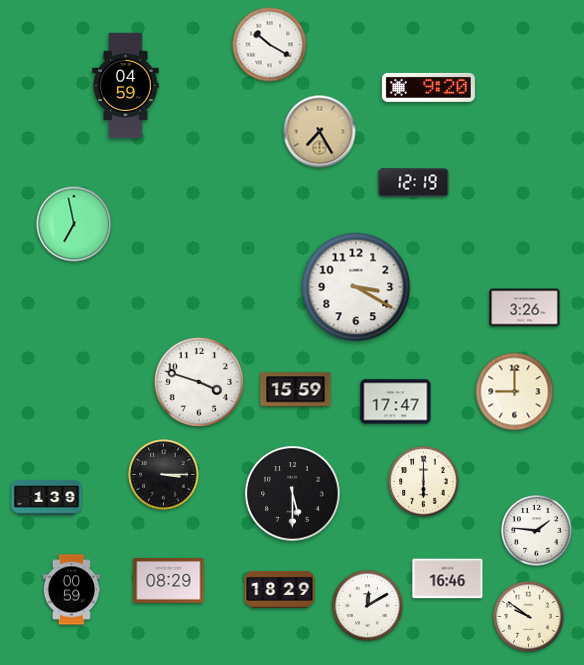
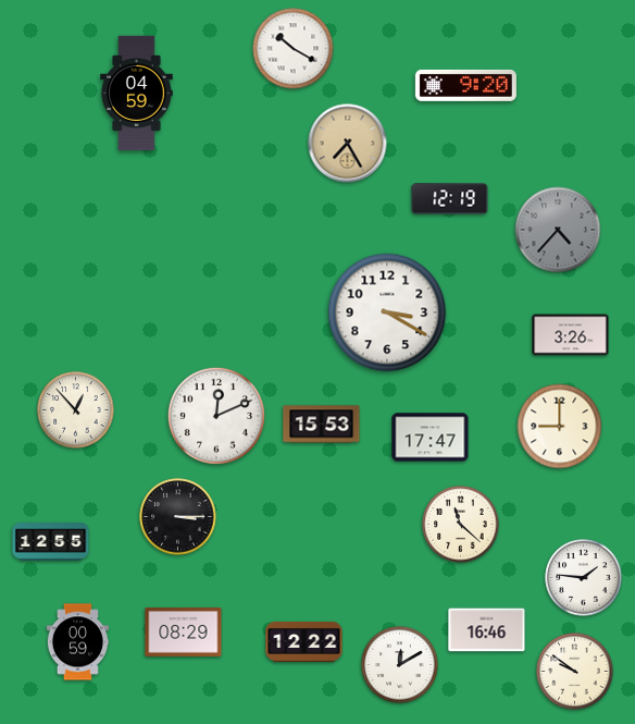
clock at (428, 87) position: (428, 87) -> (465, 85)
clock at (558, 230): none -> 4:37
clock at (74, 224): 6:58 -> none
clock at (76, 410): none -> 12:53
clock at (199, 382): 3:48 -> 12:11
clock at (296, 390): 15:59 -> 15:53
clock at (424, 482): 6:00 -> 11:22
clock at (293, 494): 5:30 -> none
clock at (47, 498): 1:39 -> 12:55
clock at (280, 589): 18:29 -> 12:22
clock at (368, 606) position: (368, 606) -> (400, 665)
